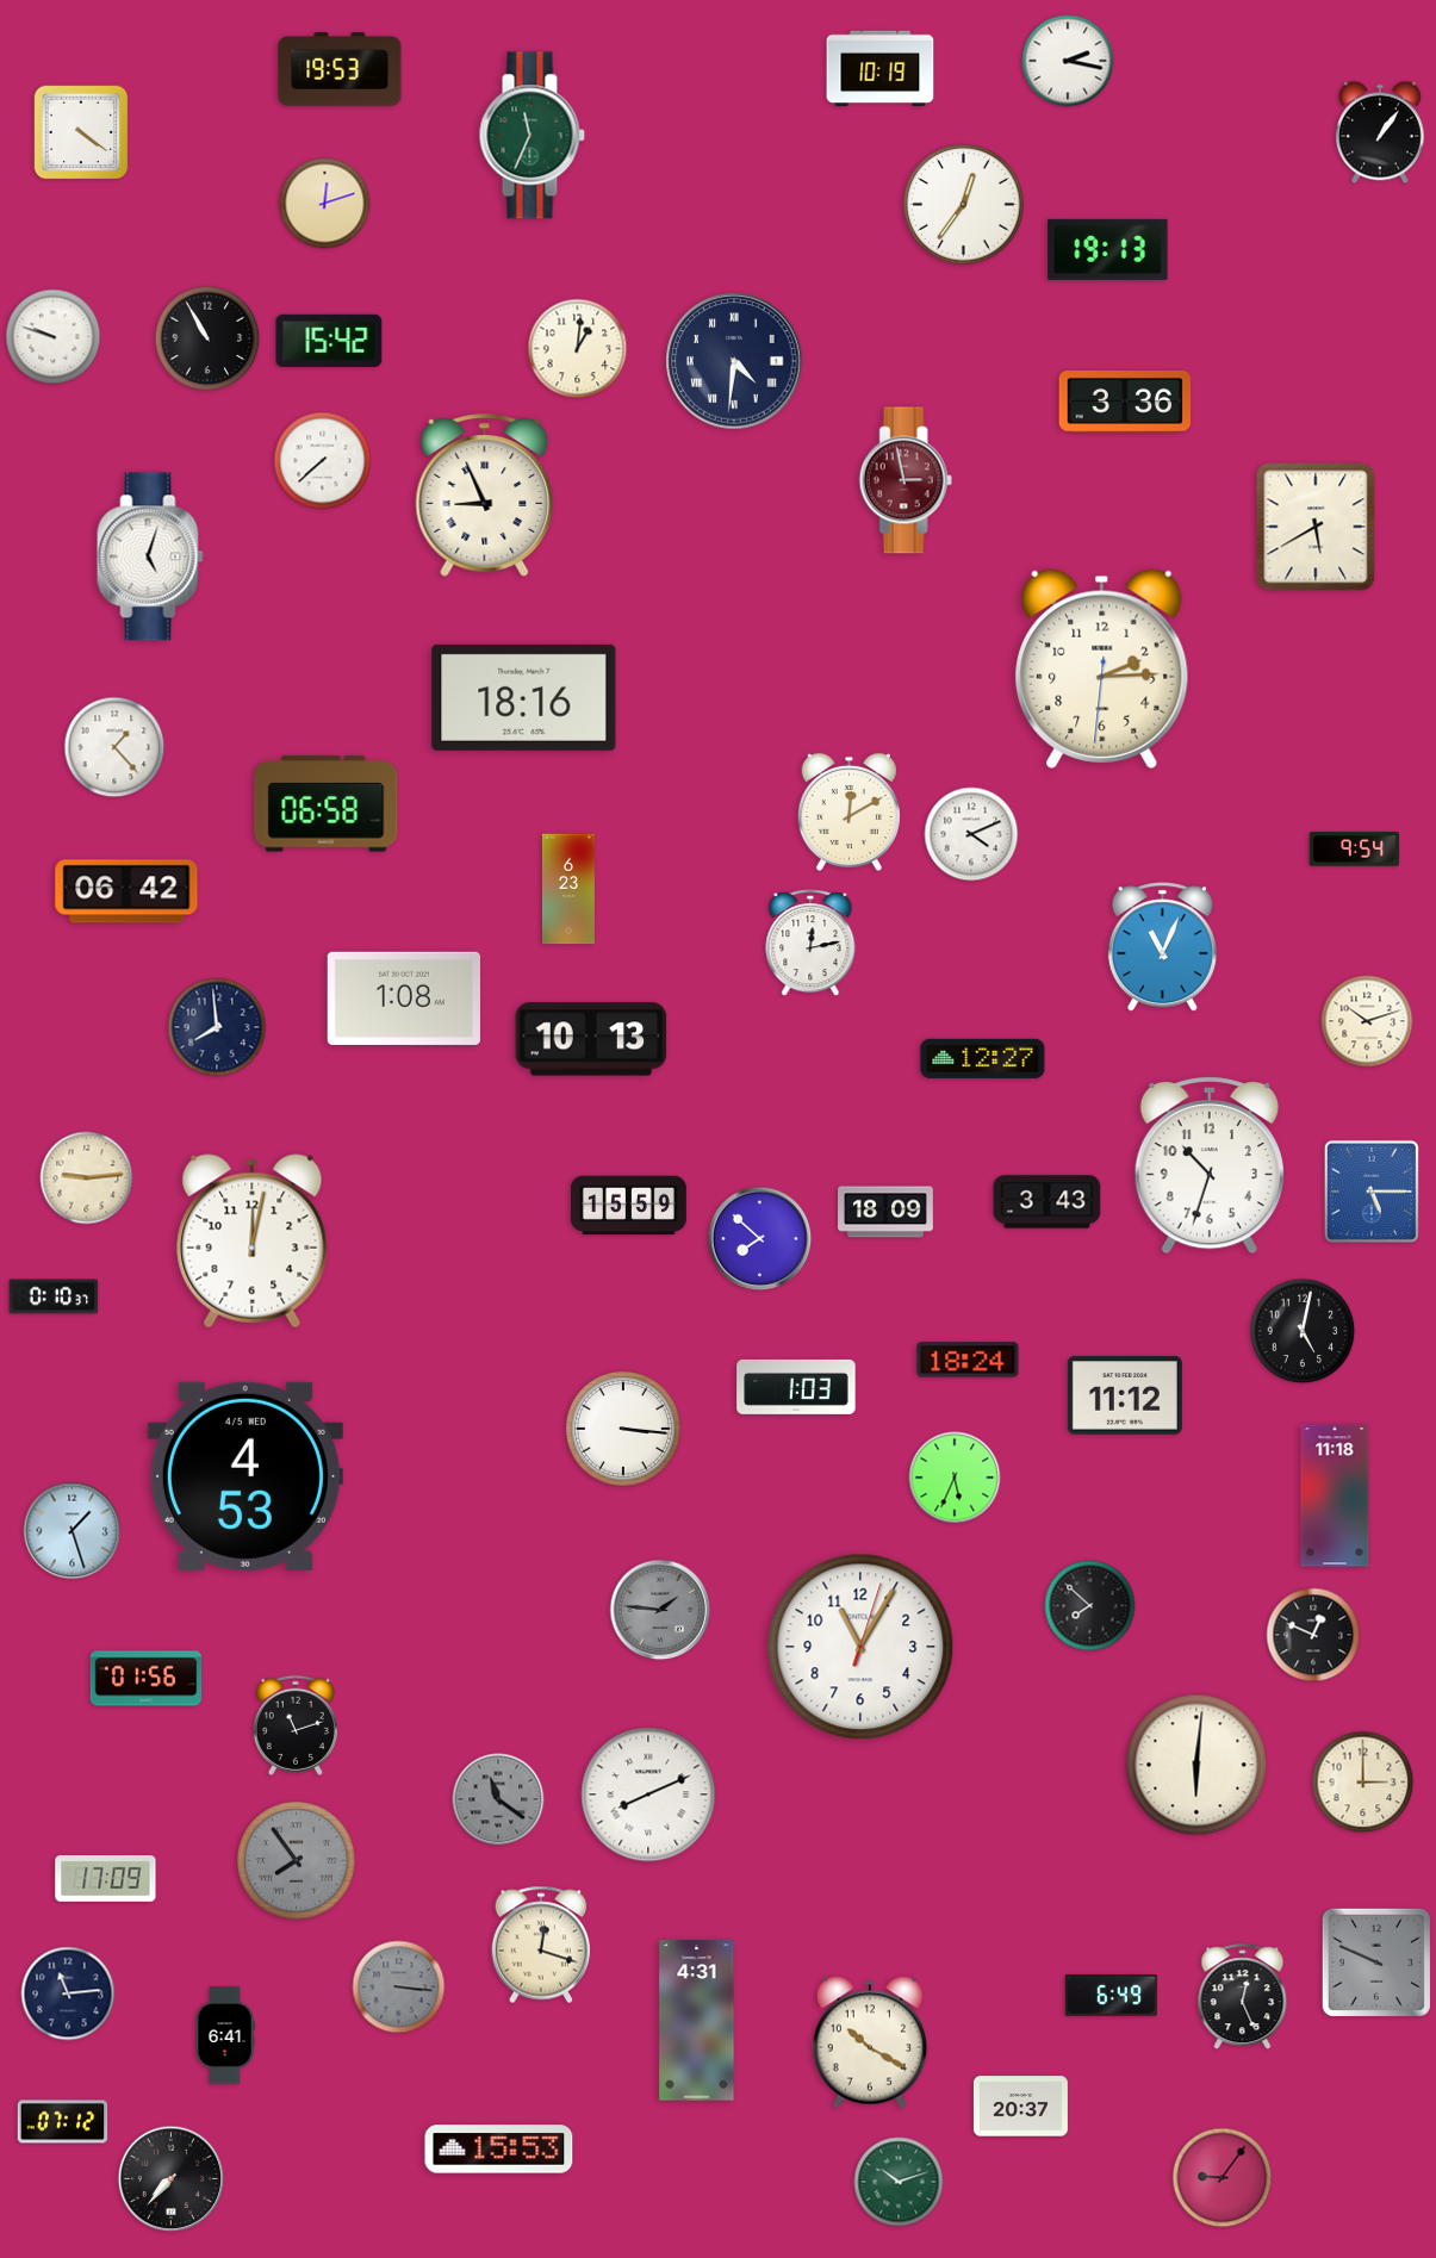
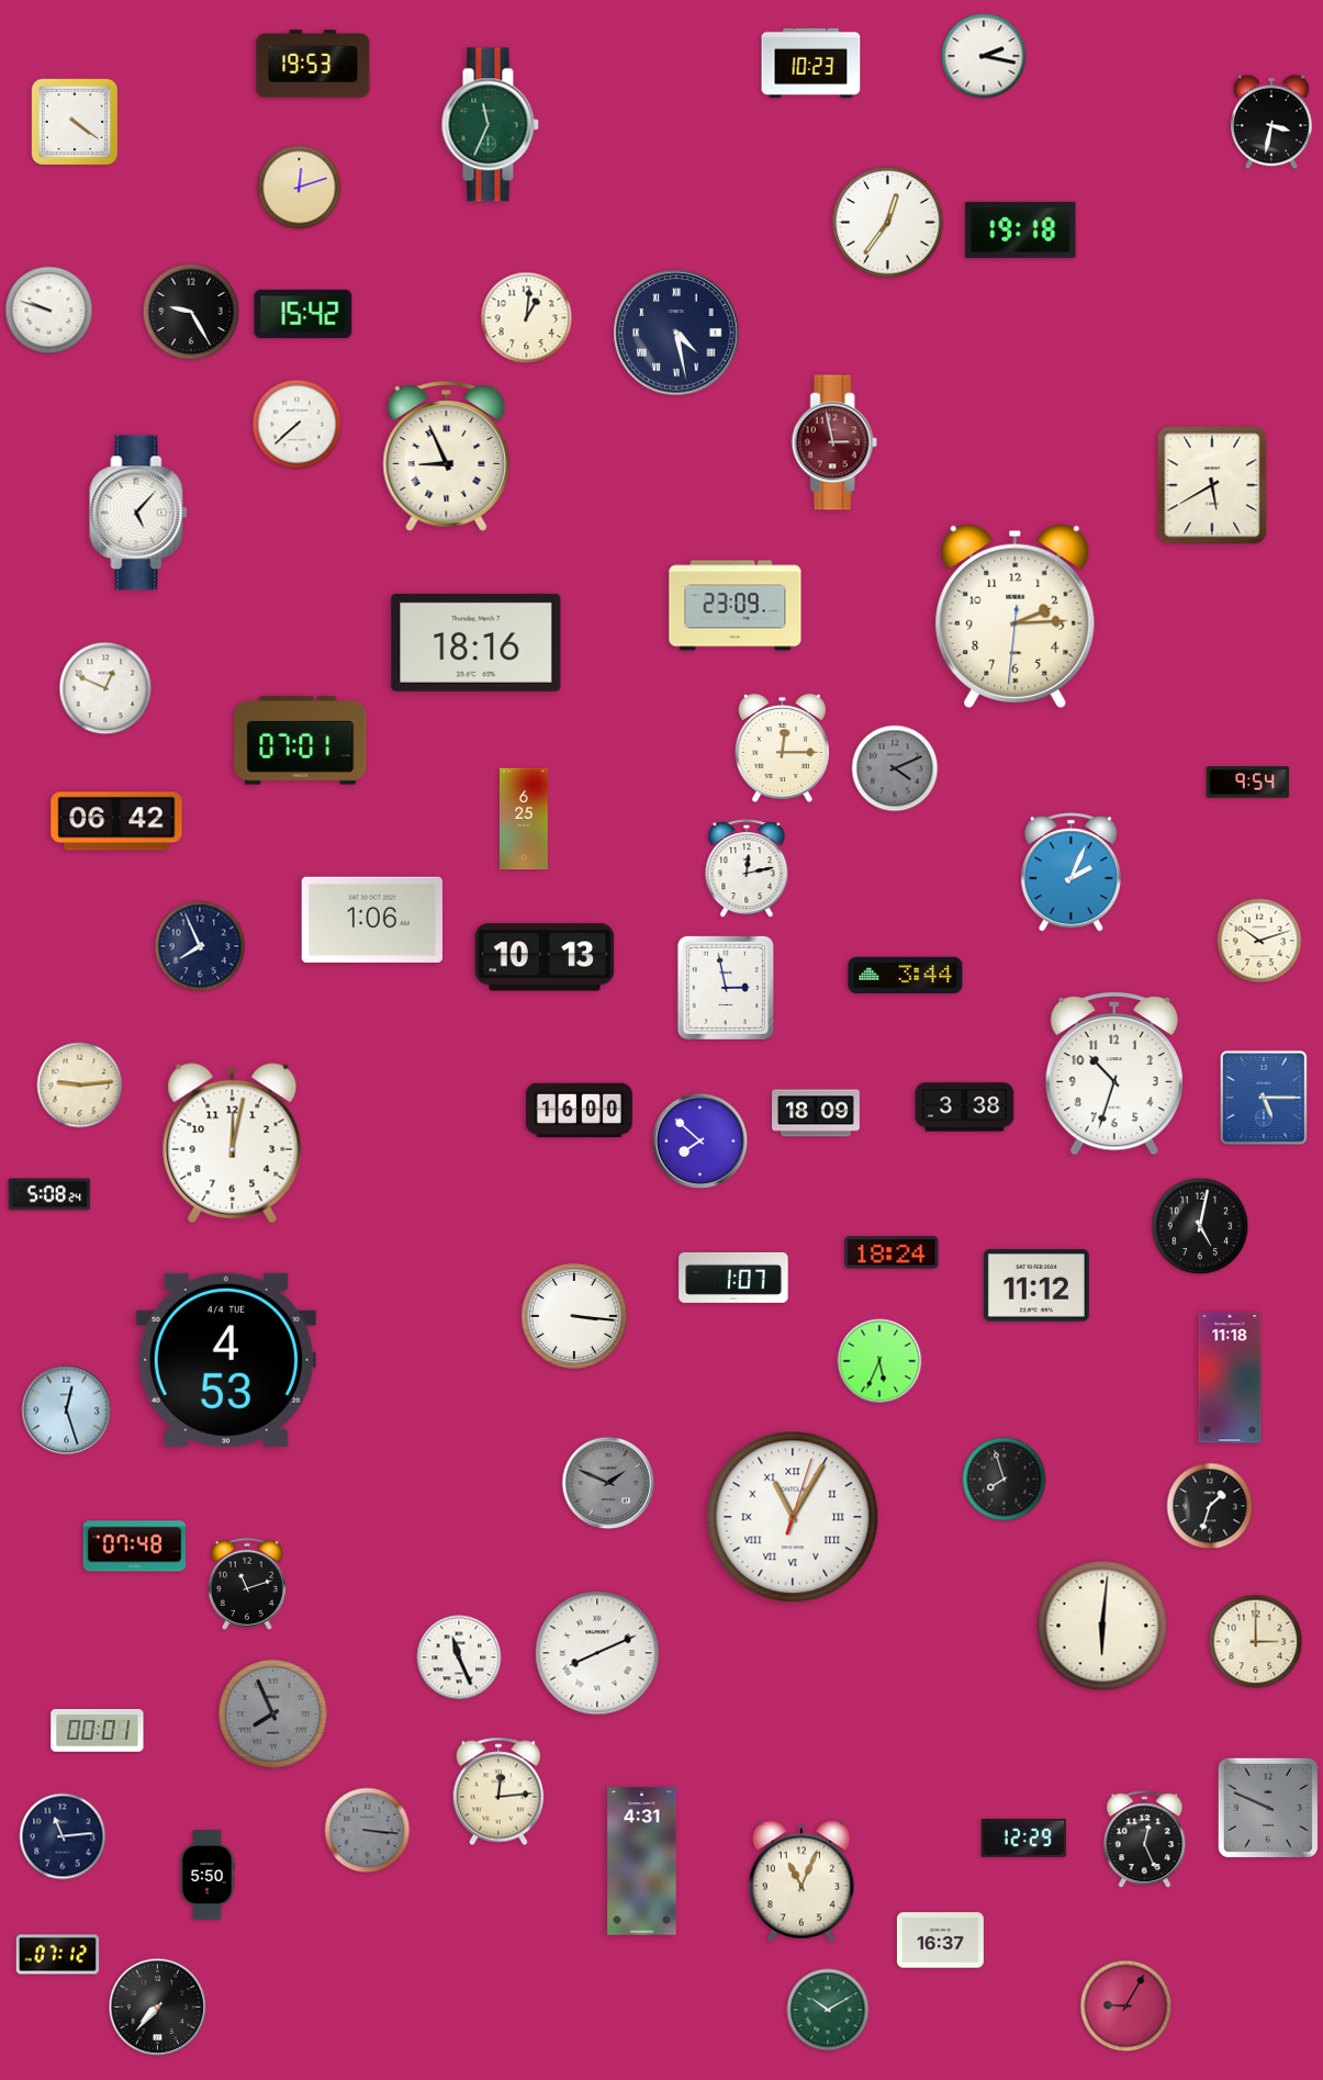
clock at (881, 69): 10:19 -> 10:23
clock at (1380, 132): 1:06 -> 3:32
clock at (964, 205) position: (964, 205) -> (888, 223)
clock at (1108, 249): 19:13 -> 19:18
clock at (207, 338): 10:55 -> 9:25
clock at (578, 349) position: (578, 349) -> (527, 318)
clock at (734, 361): 4:31 -> 4:28
clock at (1125, 402): 3:36 -> none
clock at (150, 556): 5:03 -> 5:07
clock at (736, 606): none -> 23:09
clock at (524, 697) position: (524, 697) -> (476, 642)
clock at (114, 747): 1:23 -> 12:49
clock at (327, 804): 06:58 -> 07:01
clock at (848, 813): 12:10 -> 12:15
clock at (971, 834) dial: white -> grey
clock at (568, 889): 6:23 -> 6:25
clock at (1162, 947): 11:04 -> 2:04
clock at (404, 999): 1:08 -> 1:06
clock at (217, 1027): 7:59 -> 7:56
clock at (983, 1058): 12:27 -> 3:44
clock at (726, 988): none -> 2:58
clock at (1048, 1202): 3:43 -> 3:38
clock at (628, 1206): 15:59 -> 16:00
clock at (885, 1212) position: (885, 1212) -> (816, 1113)
clock at (54, 1296): 0:10 -> 5:08
clock at (796, 1387): 1:03 -> 1:07
clock at (245, 1476) date: 4/5 WED -> 4/4 TUE
clock at (73, 1531): 1:27 -> 12:27
clock at (1090, 1606): 7:52 -> 7:57
clock at (660, 1610): 1:46 -> 1:49
clock at (1313, 1635): 12:49 -> 1:33
clock at (860, 1647) numerals: Arabic -> Roman
clock at (147, 1679): 01:56 -> 07:48
clock at (296, 1725) position: (296, 1725) -> (247, 1584)
clock at (498, 1799): 11:21 -> 11:26
clock at (498, 1799) dial: grey -> white
clock at (297, 1861): 7:54 -> 7:56
clock at (106, 1879): 17:09 -> 00:01
clock at (541, 1945): 12:18 -> 12:14
clock at (1111, 1995): 6:49 -> 12:29
clock at (225, 2035): 6:41 -> 5:50
clock at (869, 2042): 10:20 -> 11:04
clock at (1020, 2107): 20:37 -> 16:37
clock at (499, 2150): 15:53 -> none
clock at (1223, 2178): 9:06 -> 9:05
clock at (899, 2182): 10:12 -> 10:10
